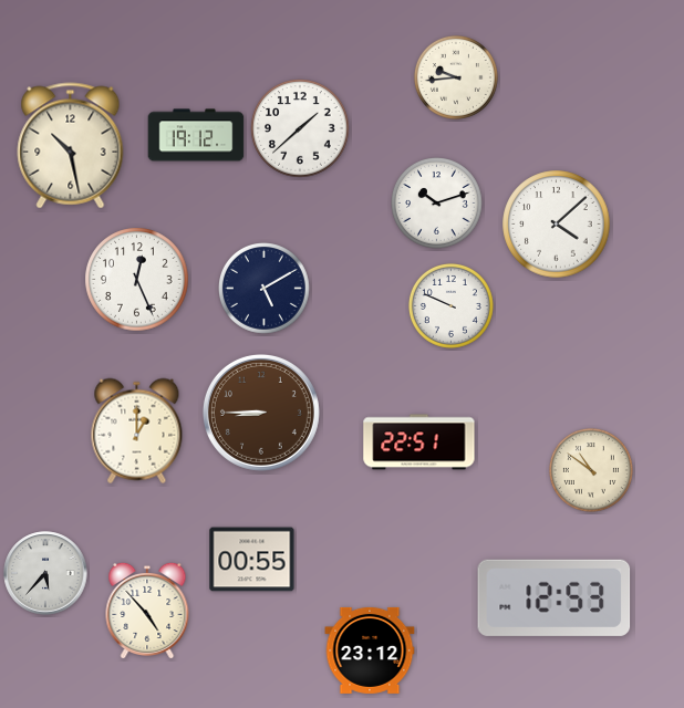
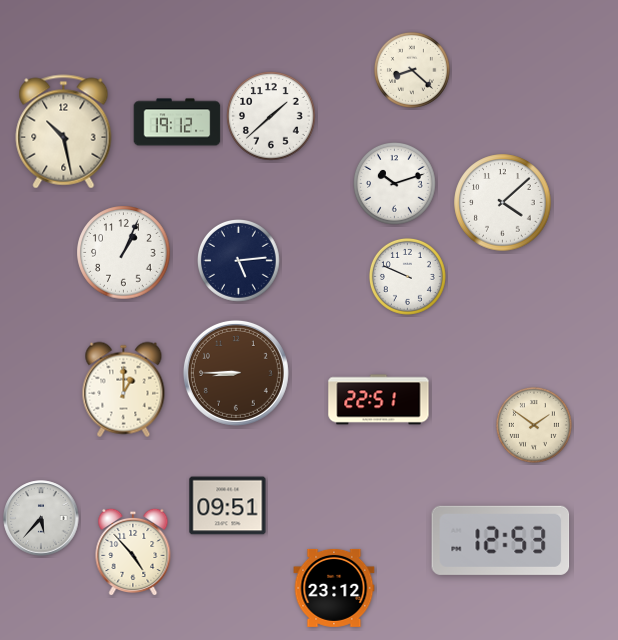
clock at (456, 77): 9:44 -> 8:22
clock at (137, 280): 12:26 -> 1:04
clock at (265, 289): 5:10 -> 5:14
clock at (591, 470): 10:51 -> 1:51
clock at (252, 560): 00:55 -> 09:51
